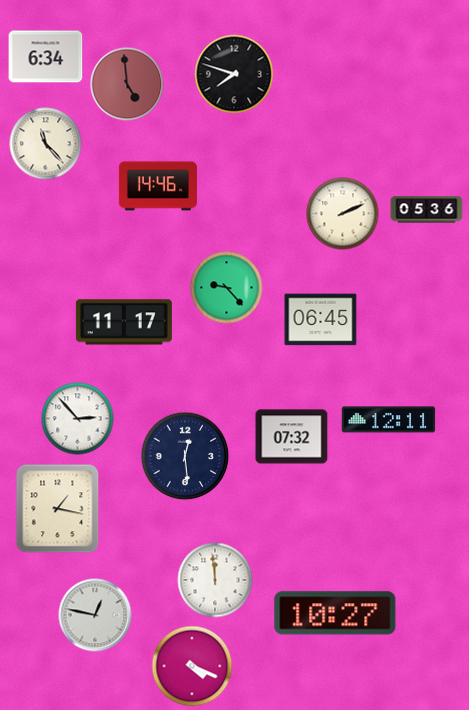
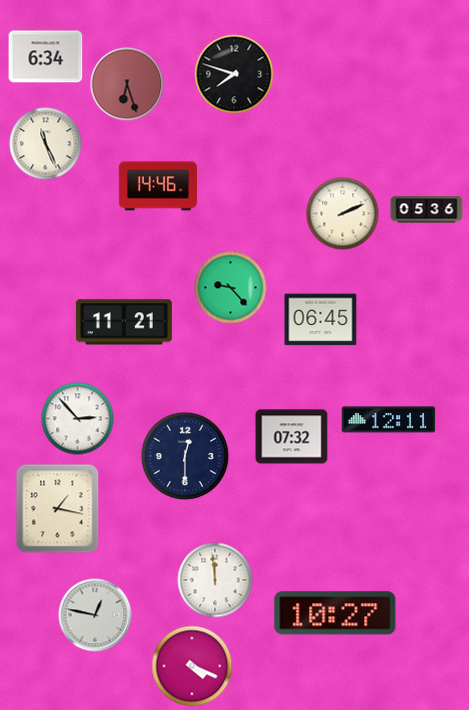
clock at (127, 84): 4:59 -> 6:27
clock at (46, 144): 11:23 -> 11:26
clock at (227, 288) position: (227, 288) -> (231, 288)
clock at (124, 322): 11:17 -> 11:21
clock at (185, 456): 12:29 -> 12:30
